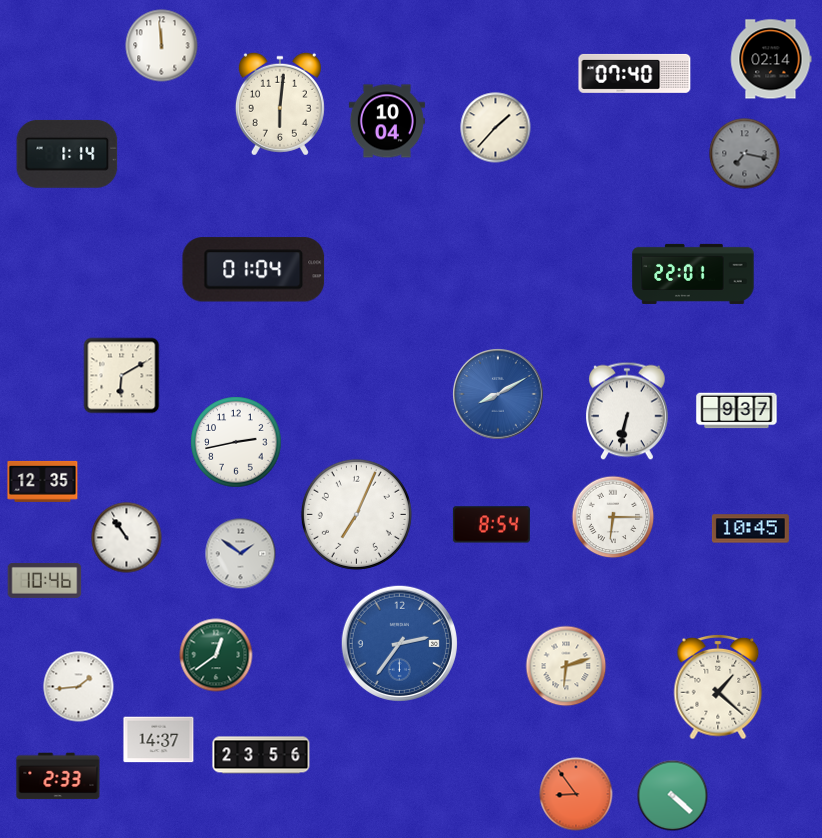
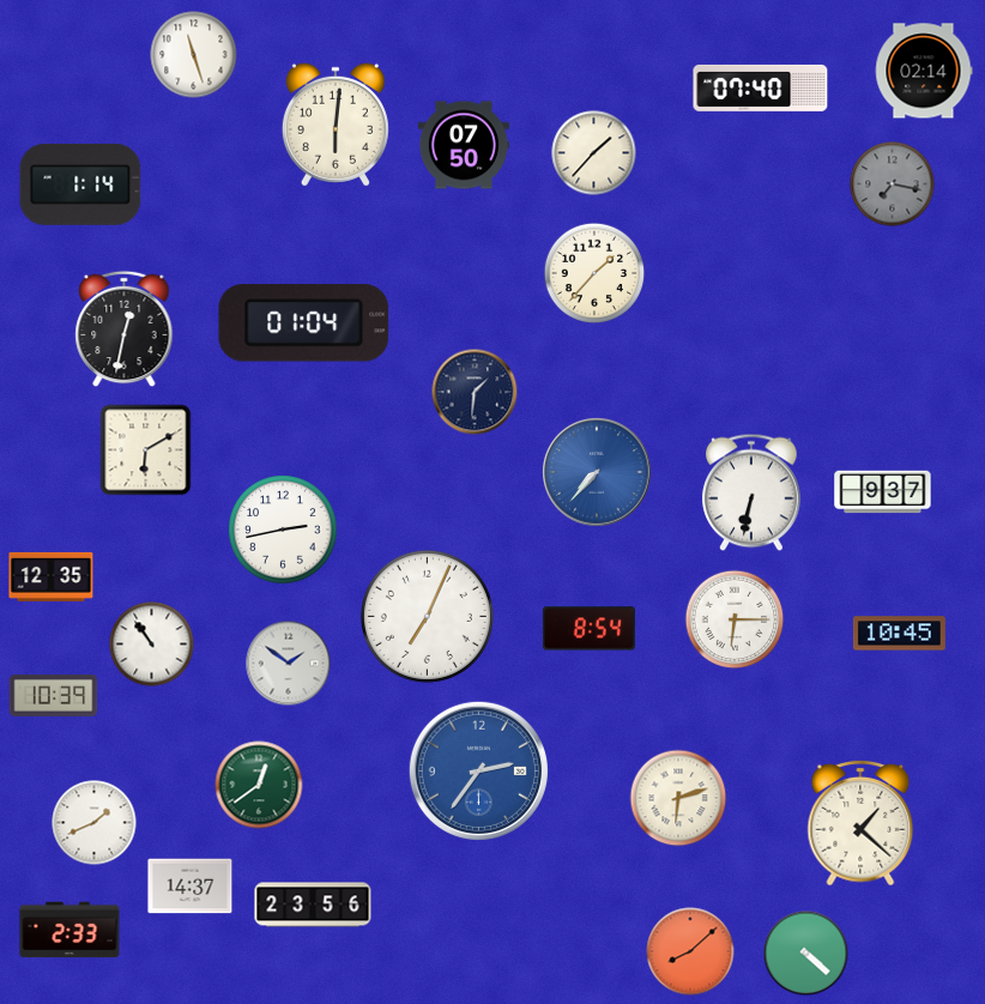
clock at (162, 46): 11:59 -> 11:27
clock at (387, 121): 10:04 -> 07:50
clock at (594, 273): none -> 1:37
clock at (693, 274): 22:01 -> none
clock at (125, 329): none -> 12:32
clock at (475, 392): none -> 1:31
clock at (498, 394): 8:10 -> 7:37
clock at (45, 581): 10:46 -> 10:39
clock at (79, 687): 1:44 -> 1:41
clock at (576, 794): 8:54 -> 8:08
